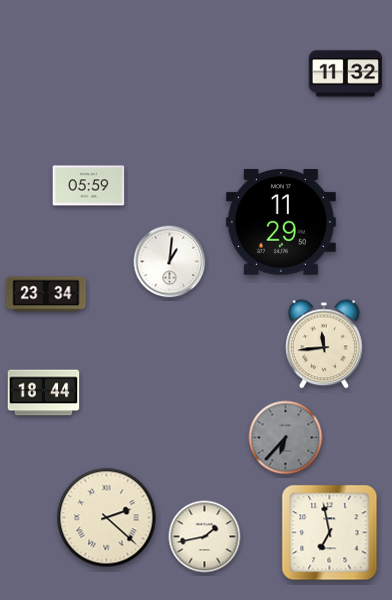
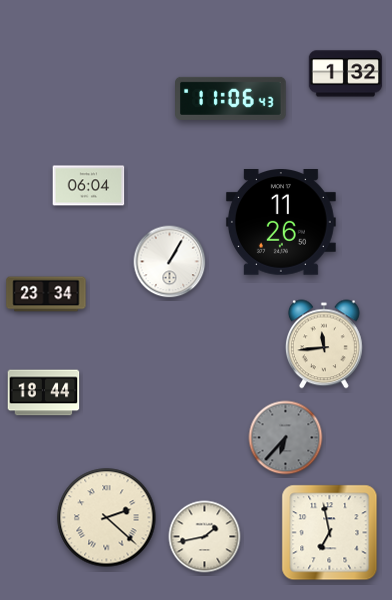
clock at (346, 74): 11:32 -> 1:32
clock at (231, 98): none -> 11:06
clock at (89, 186): 05:59 -> 06:04
clock at (281, 223): 11:29 -> 11:26
clock at (170, 262): 1:01 -> 1:05
